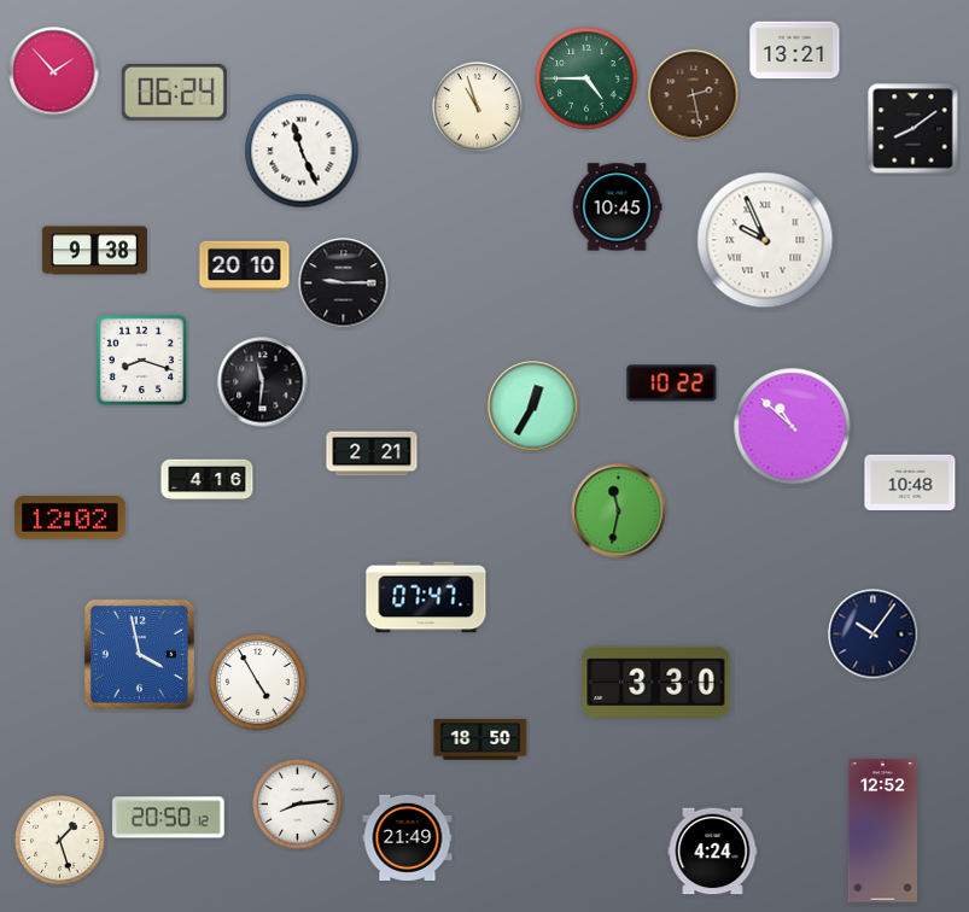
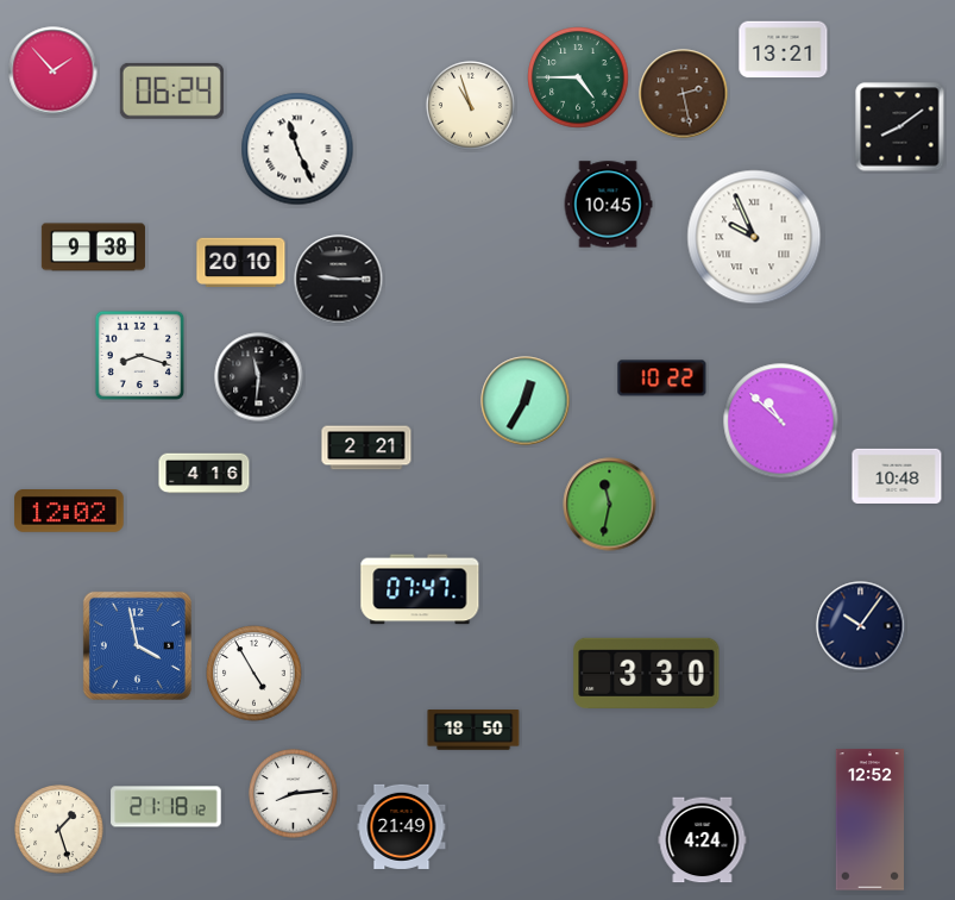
clock at (169, 818): 20:50 -> 21:18
